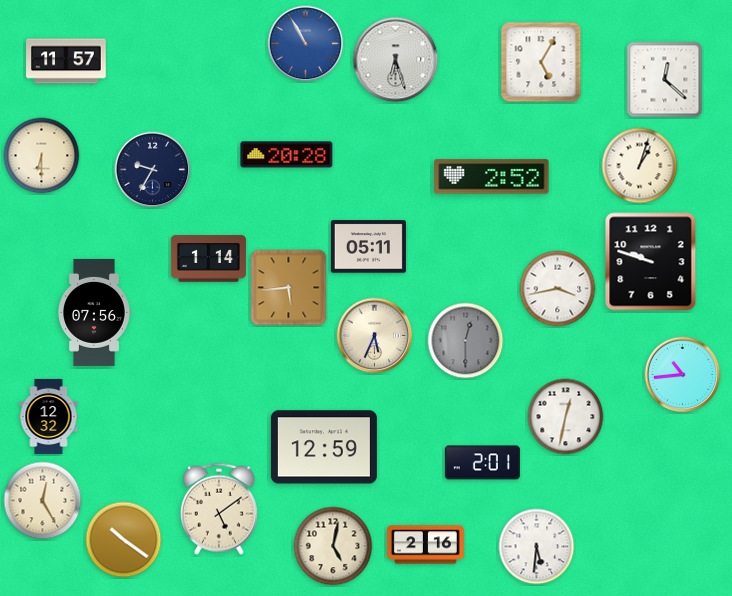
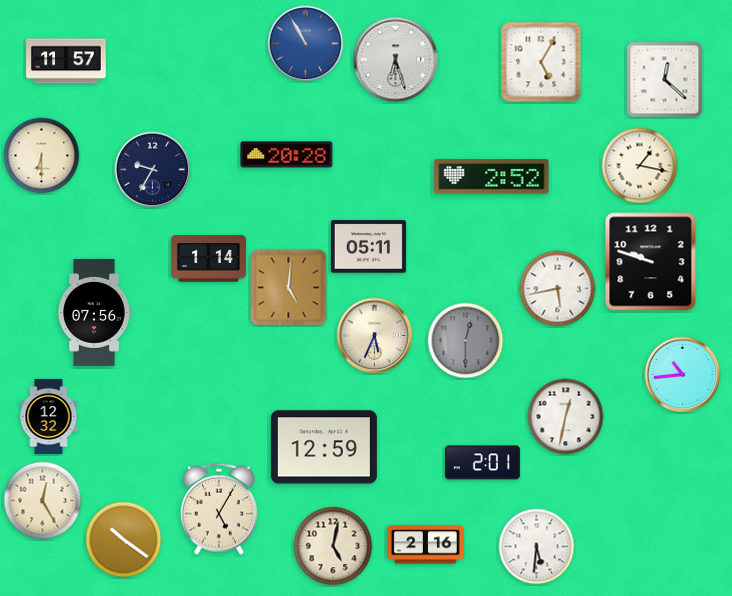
clock at (640, 166): 1:03 -> 1:17
clock at (289, 288): 5:44 -> 5:01
clock at (558, 289): 3:43 -> 5:43
clock at (219, 509): 5:09 -> 5:05
